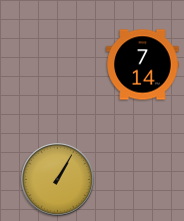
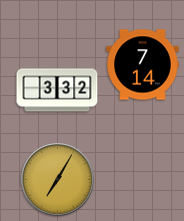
clock at (57, 90): none -> 3:32
clock at (58, 180): 1:05 -> 7:05
